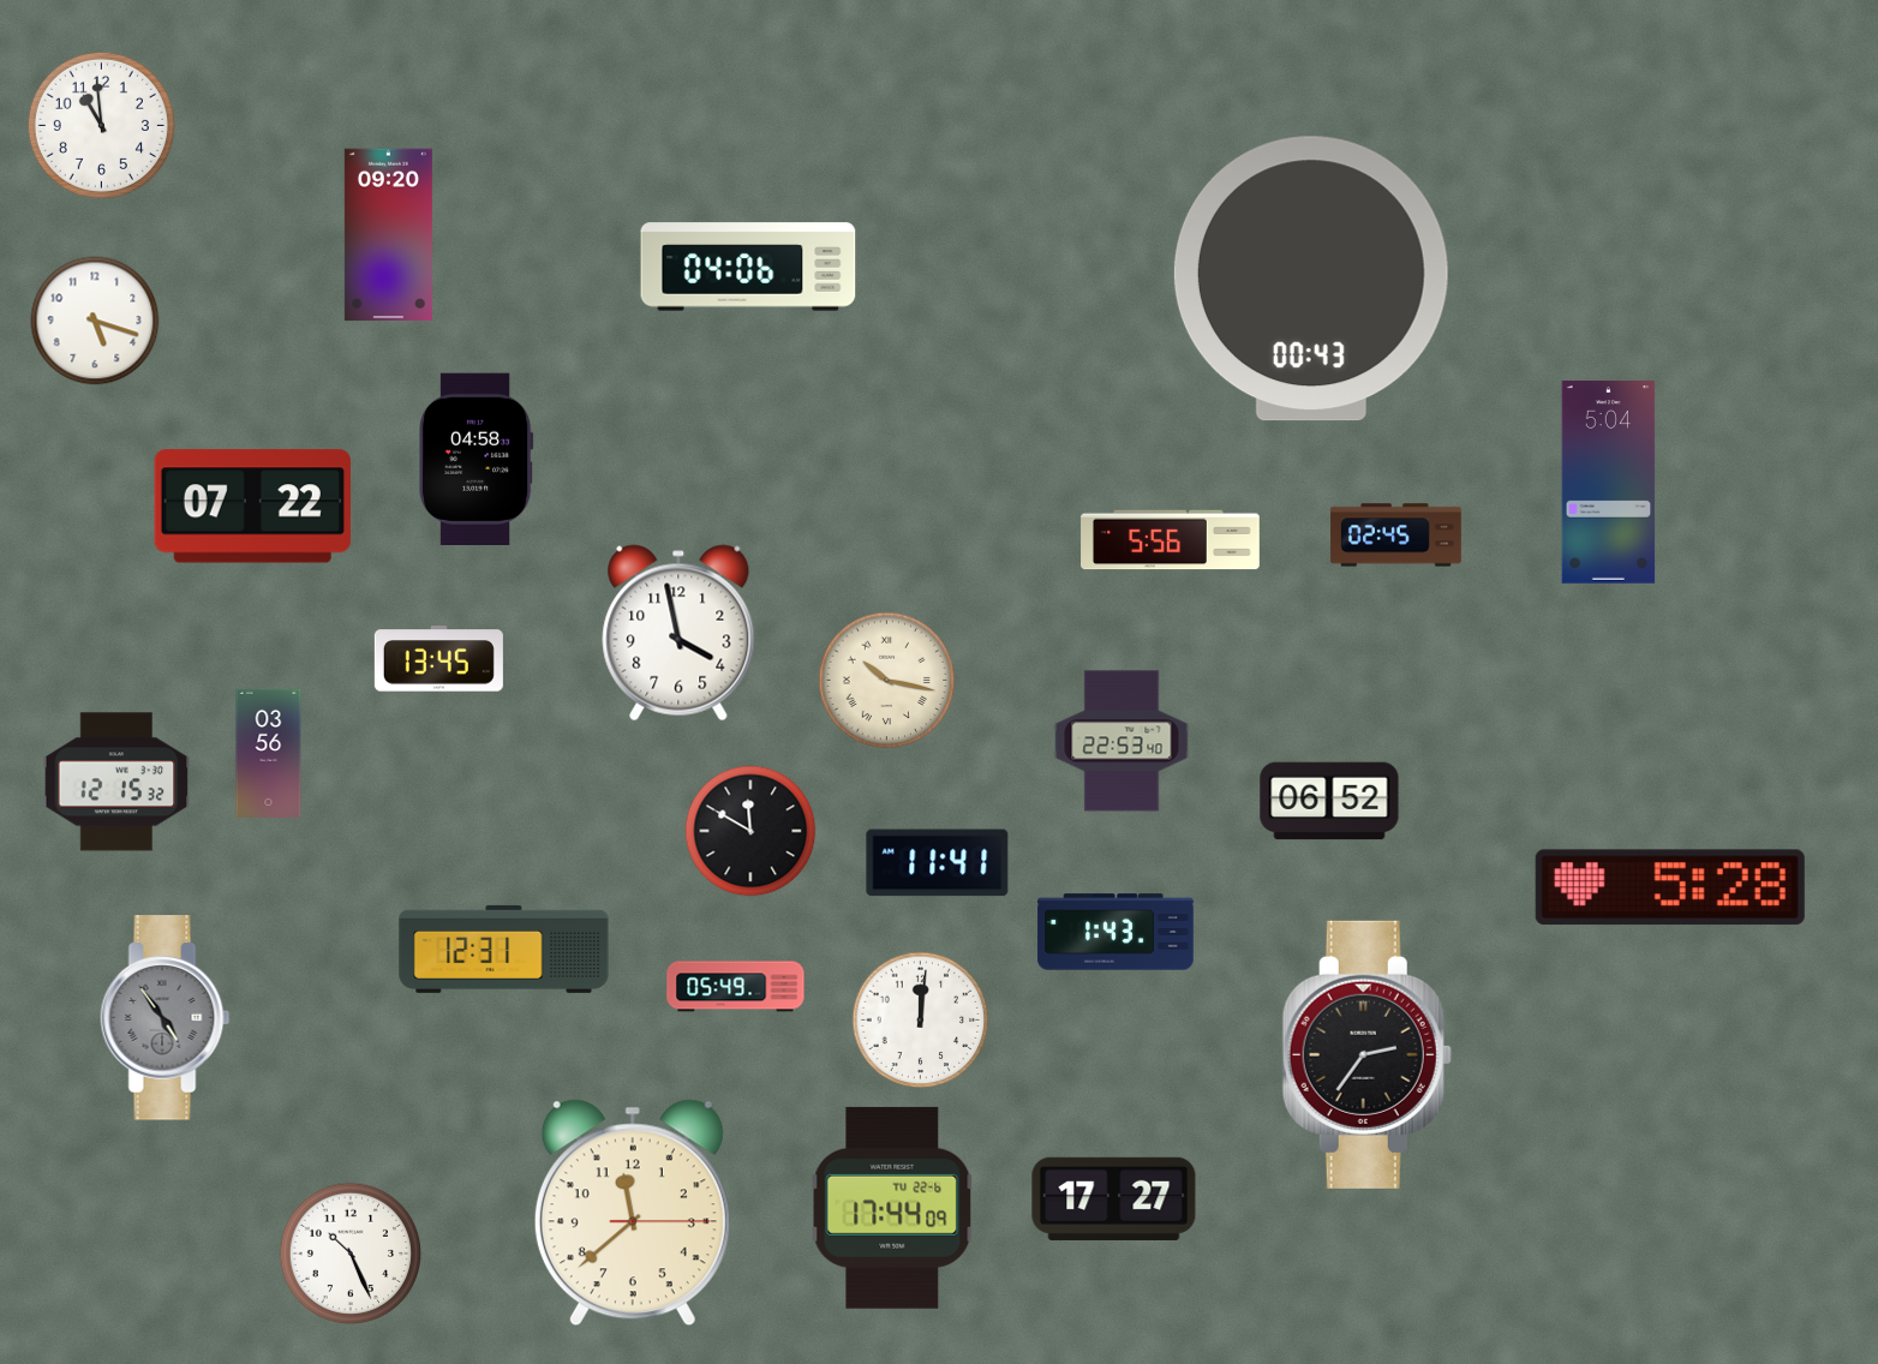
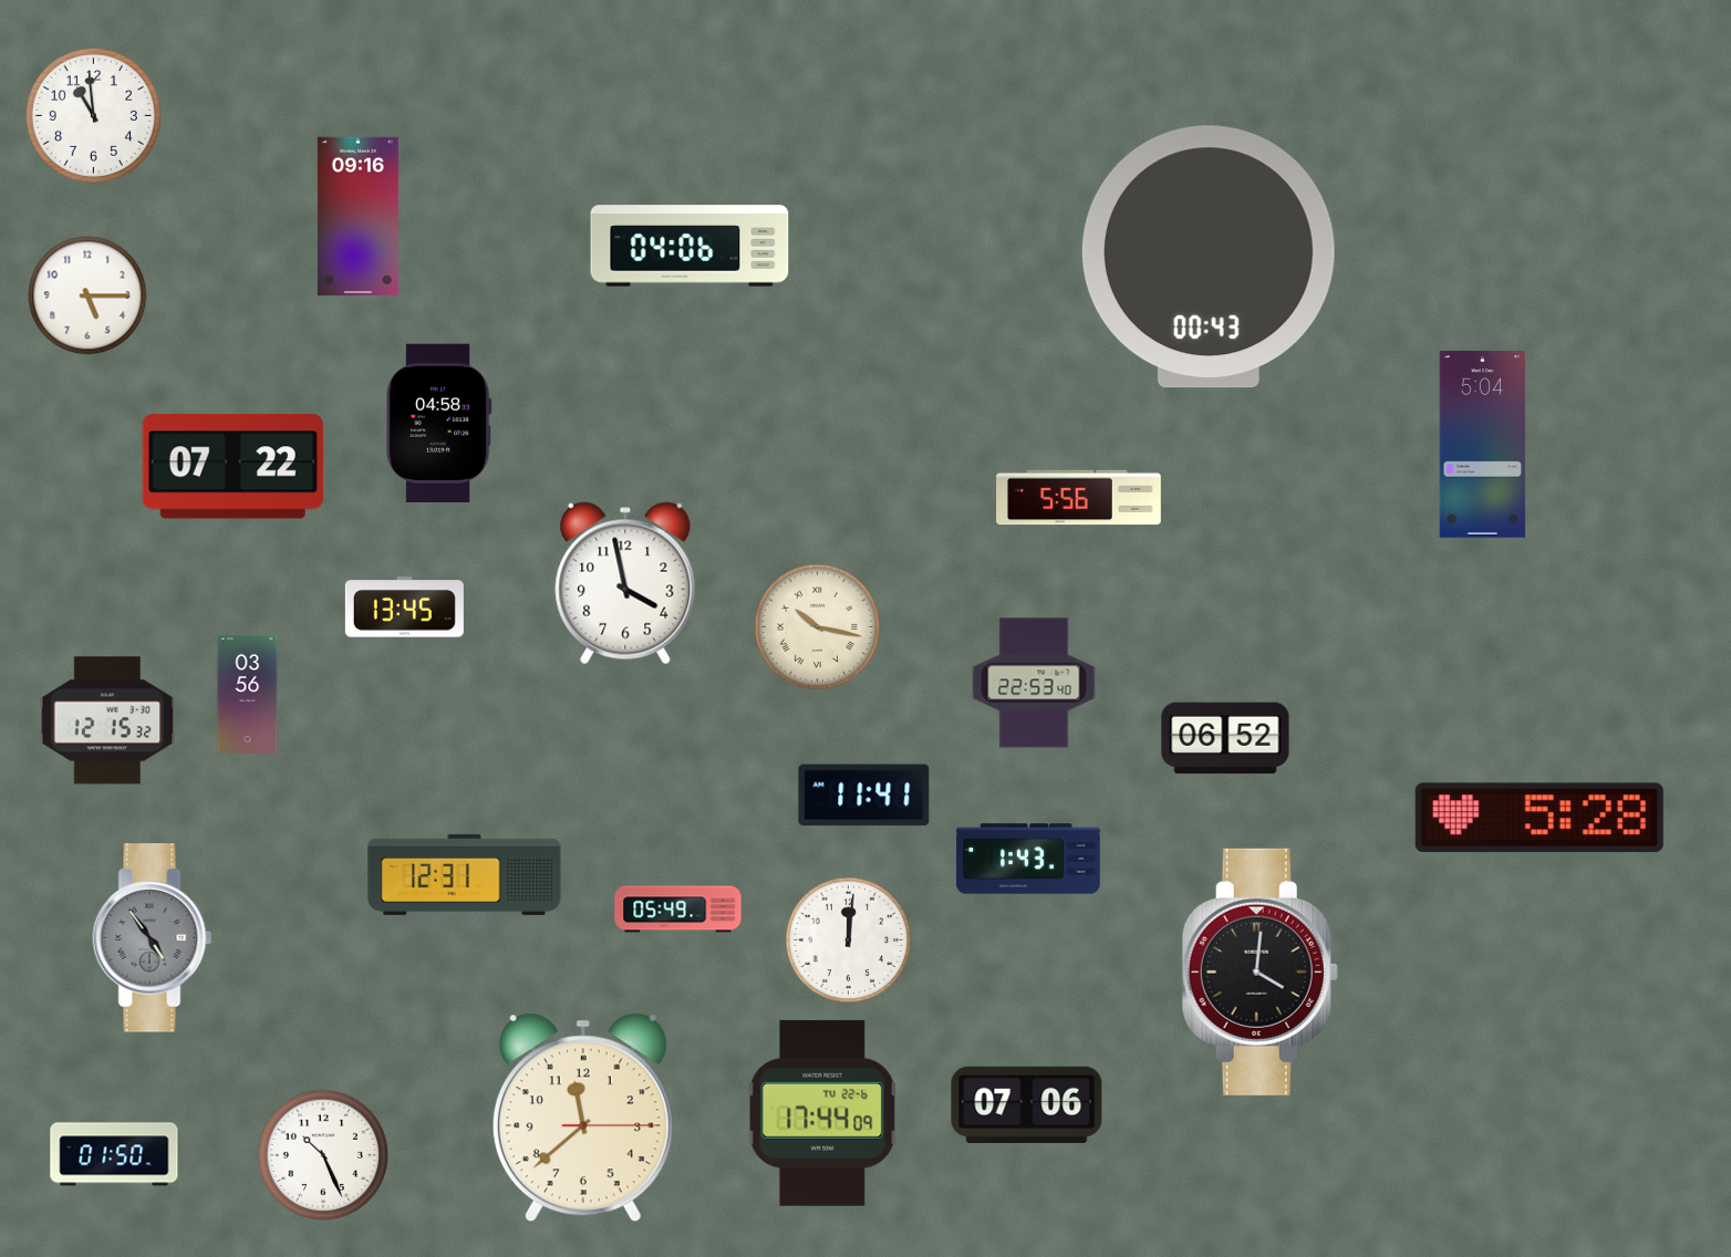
clock at (388, 235): 09:20 -> 09:16
clock at (95, 321): 5:18 -> 5:15
clock at (1395, 536): 02:45 -> none
clock at (750, 831): 11:50 -> none
clock at (1366, 1054): 2:36 -> 4:01
clock at (1114, 1198): 17:27 -> 07:06
clock at (114, 1154): none -> 01:50
